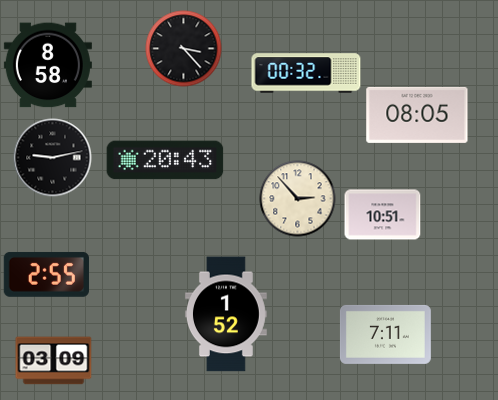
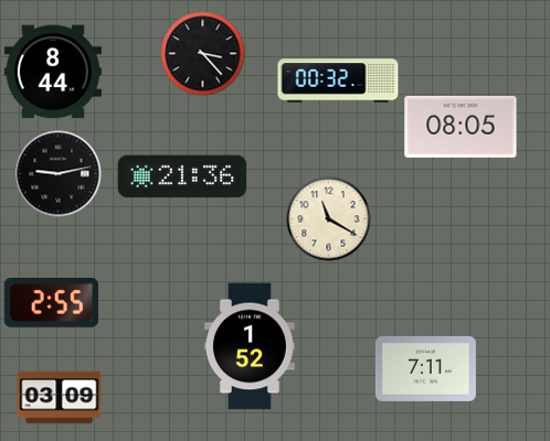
clock at (48, 65): 8:58 -> 8:44
clock at (165, 160): 20:43 -> 21:36
clock at (298, 199): 2:53 -> 11:20
clock at (383, 215): 10:51 -> none
